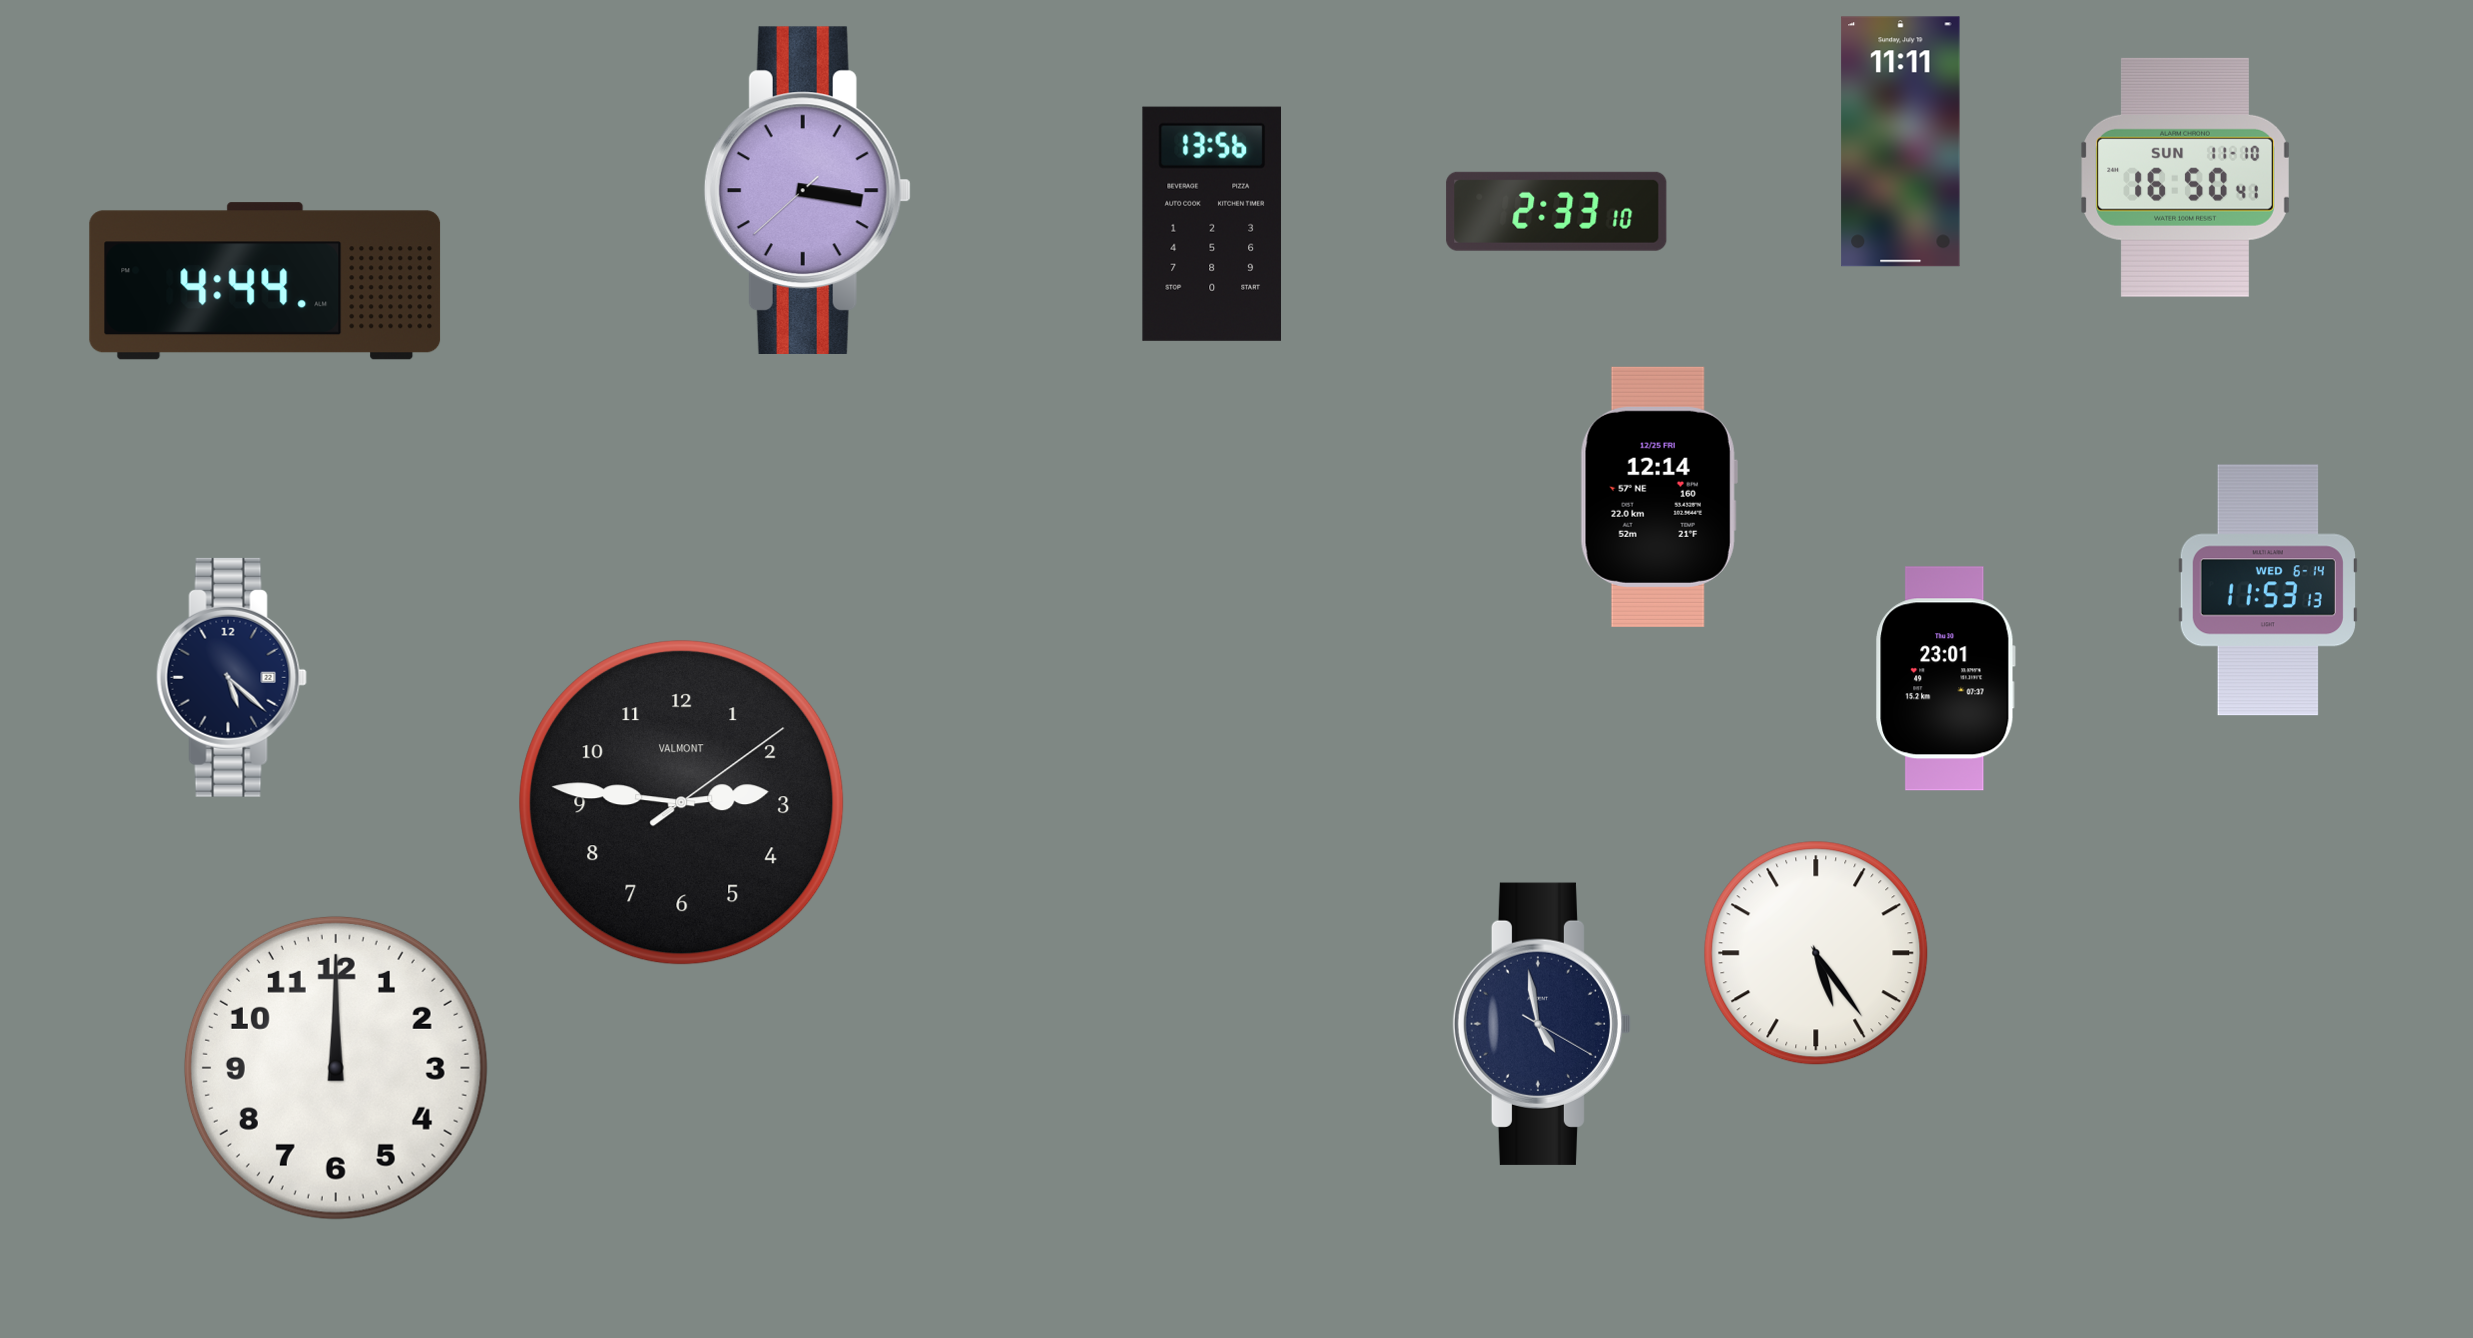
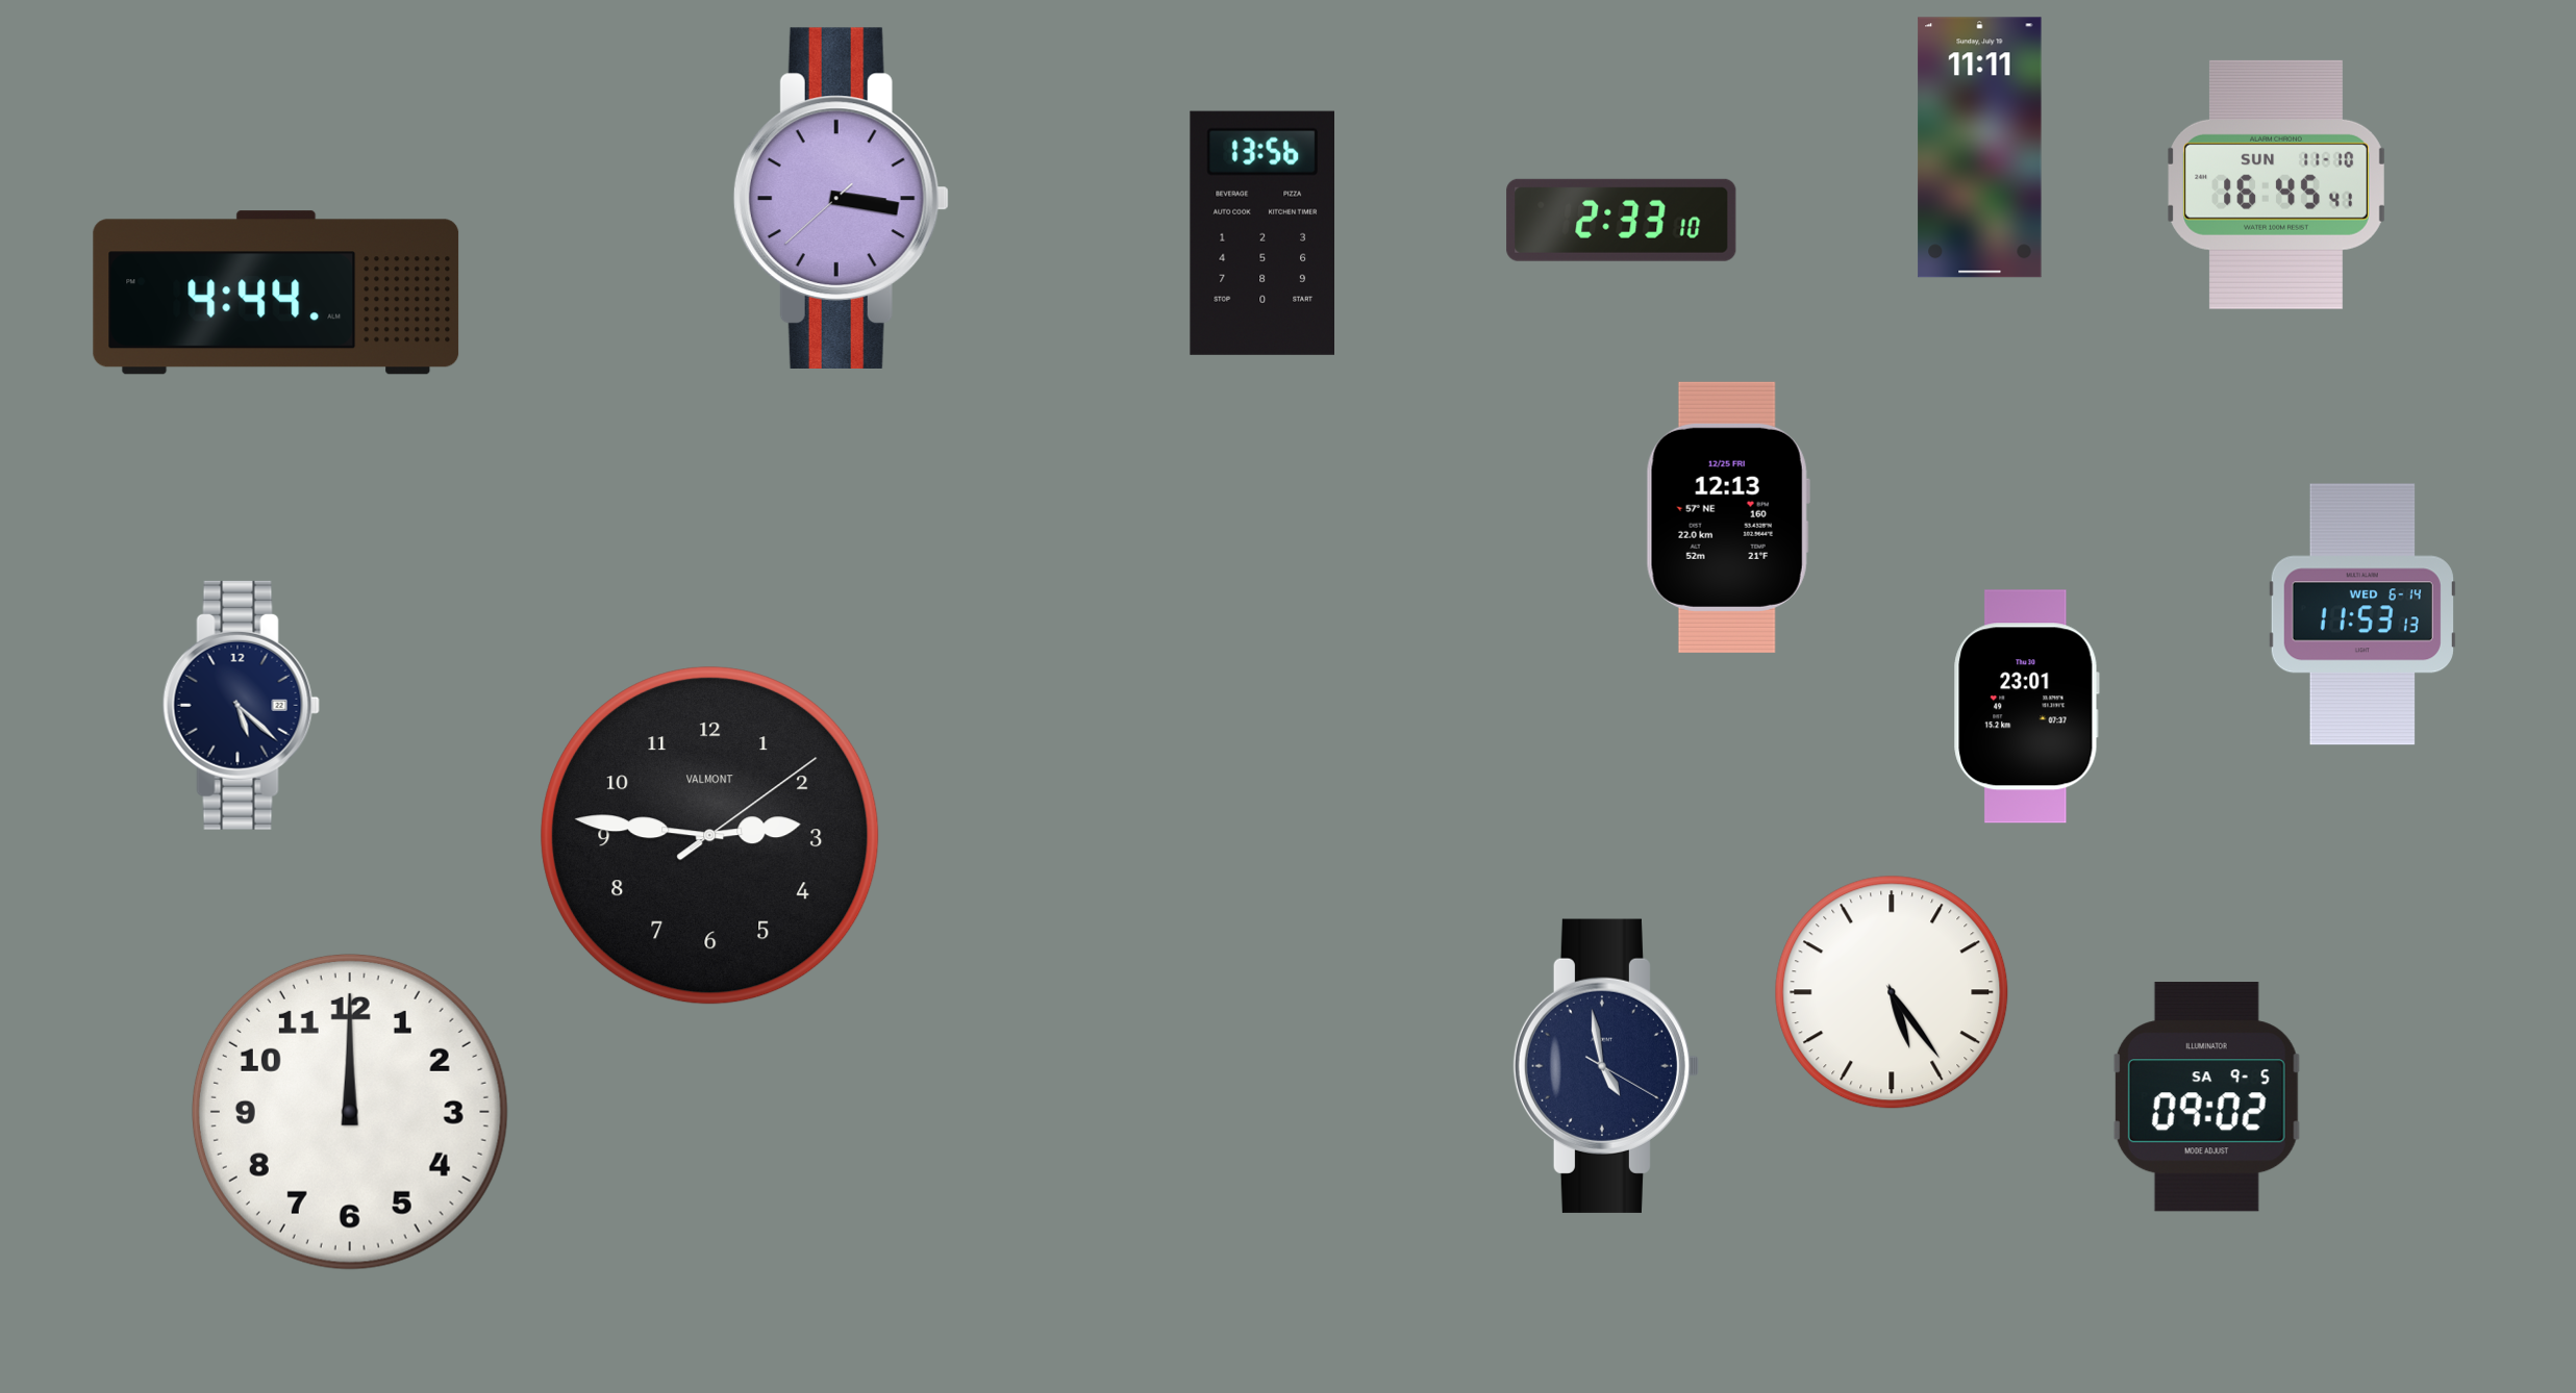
clock at (2185, 177): 16:50 -> 16:45
clock at (1659, 497): 12:14 -> 12:13
clock at (2206, 1097): none -> 09:02
